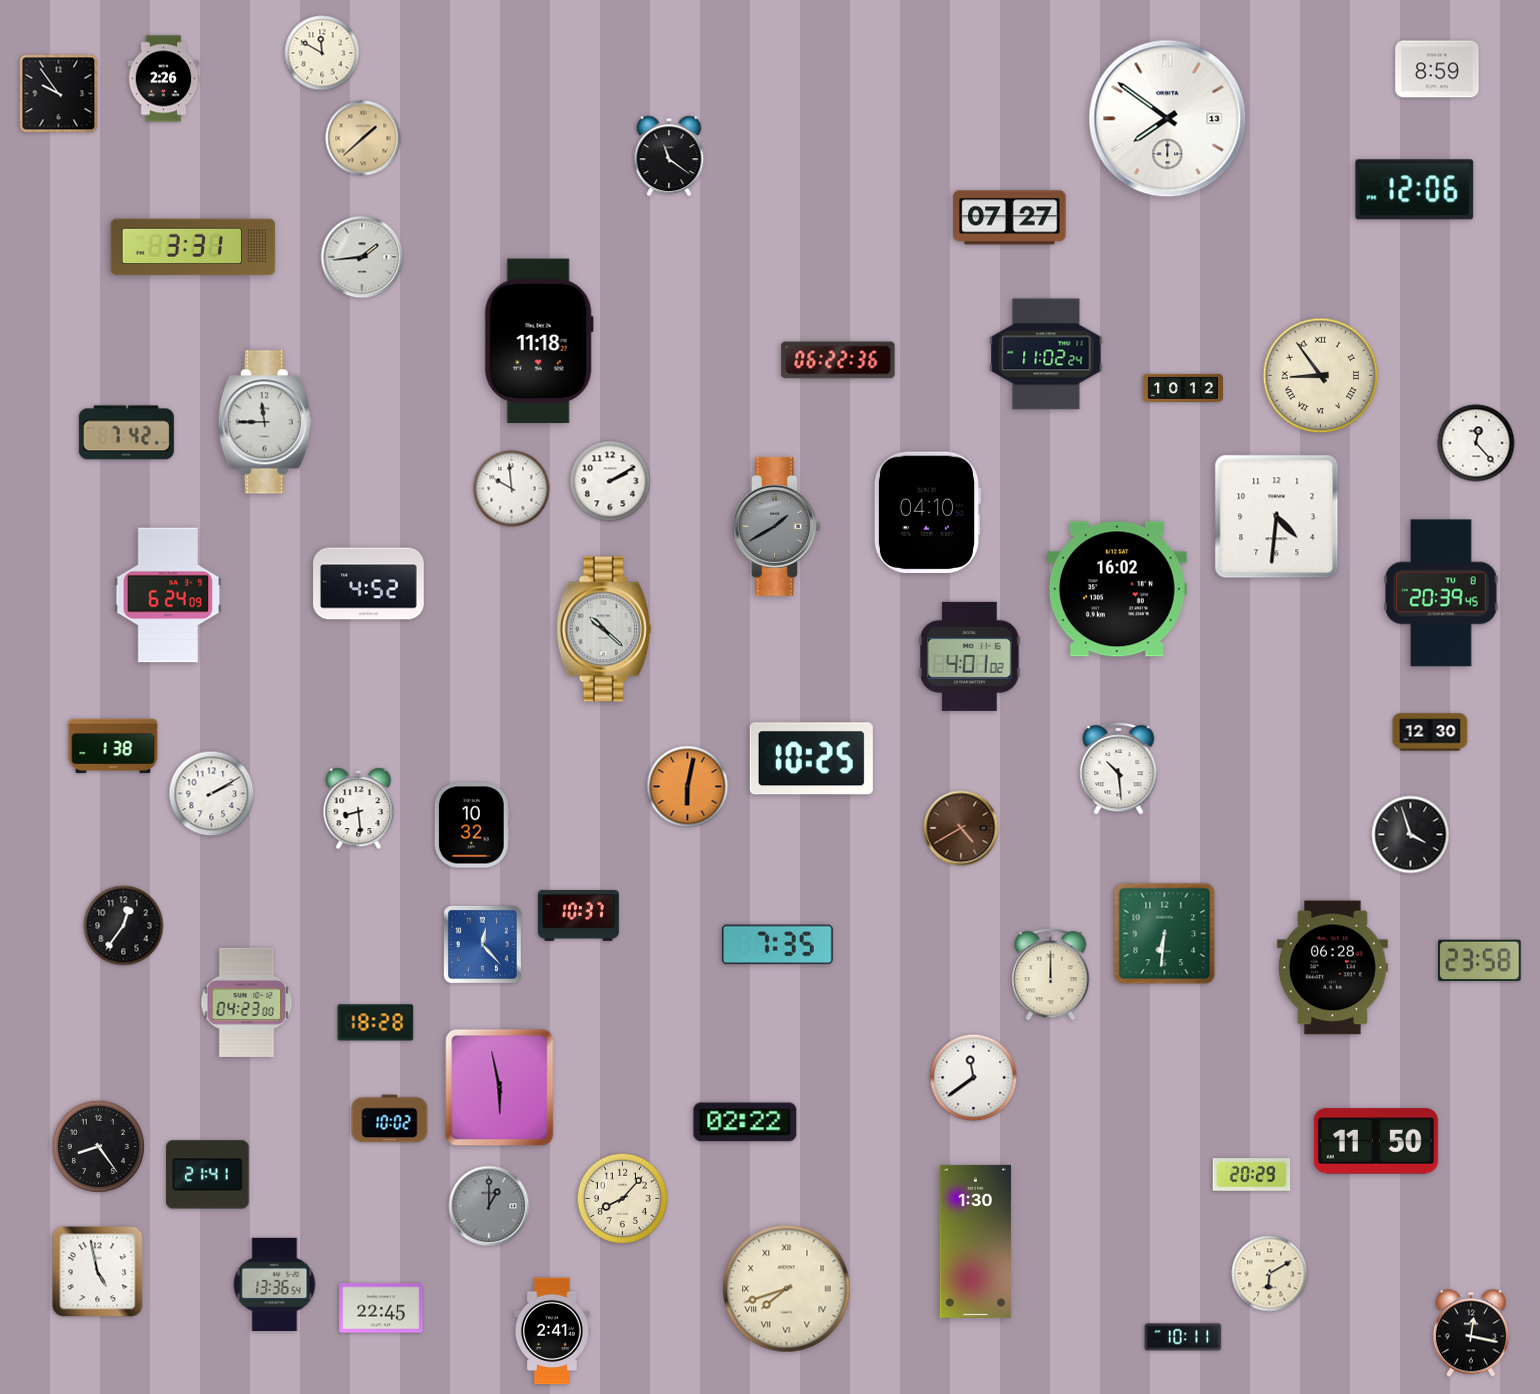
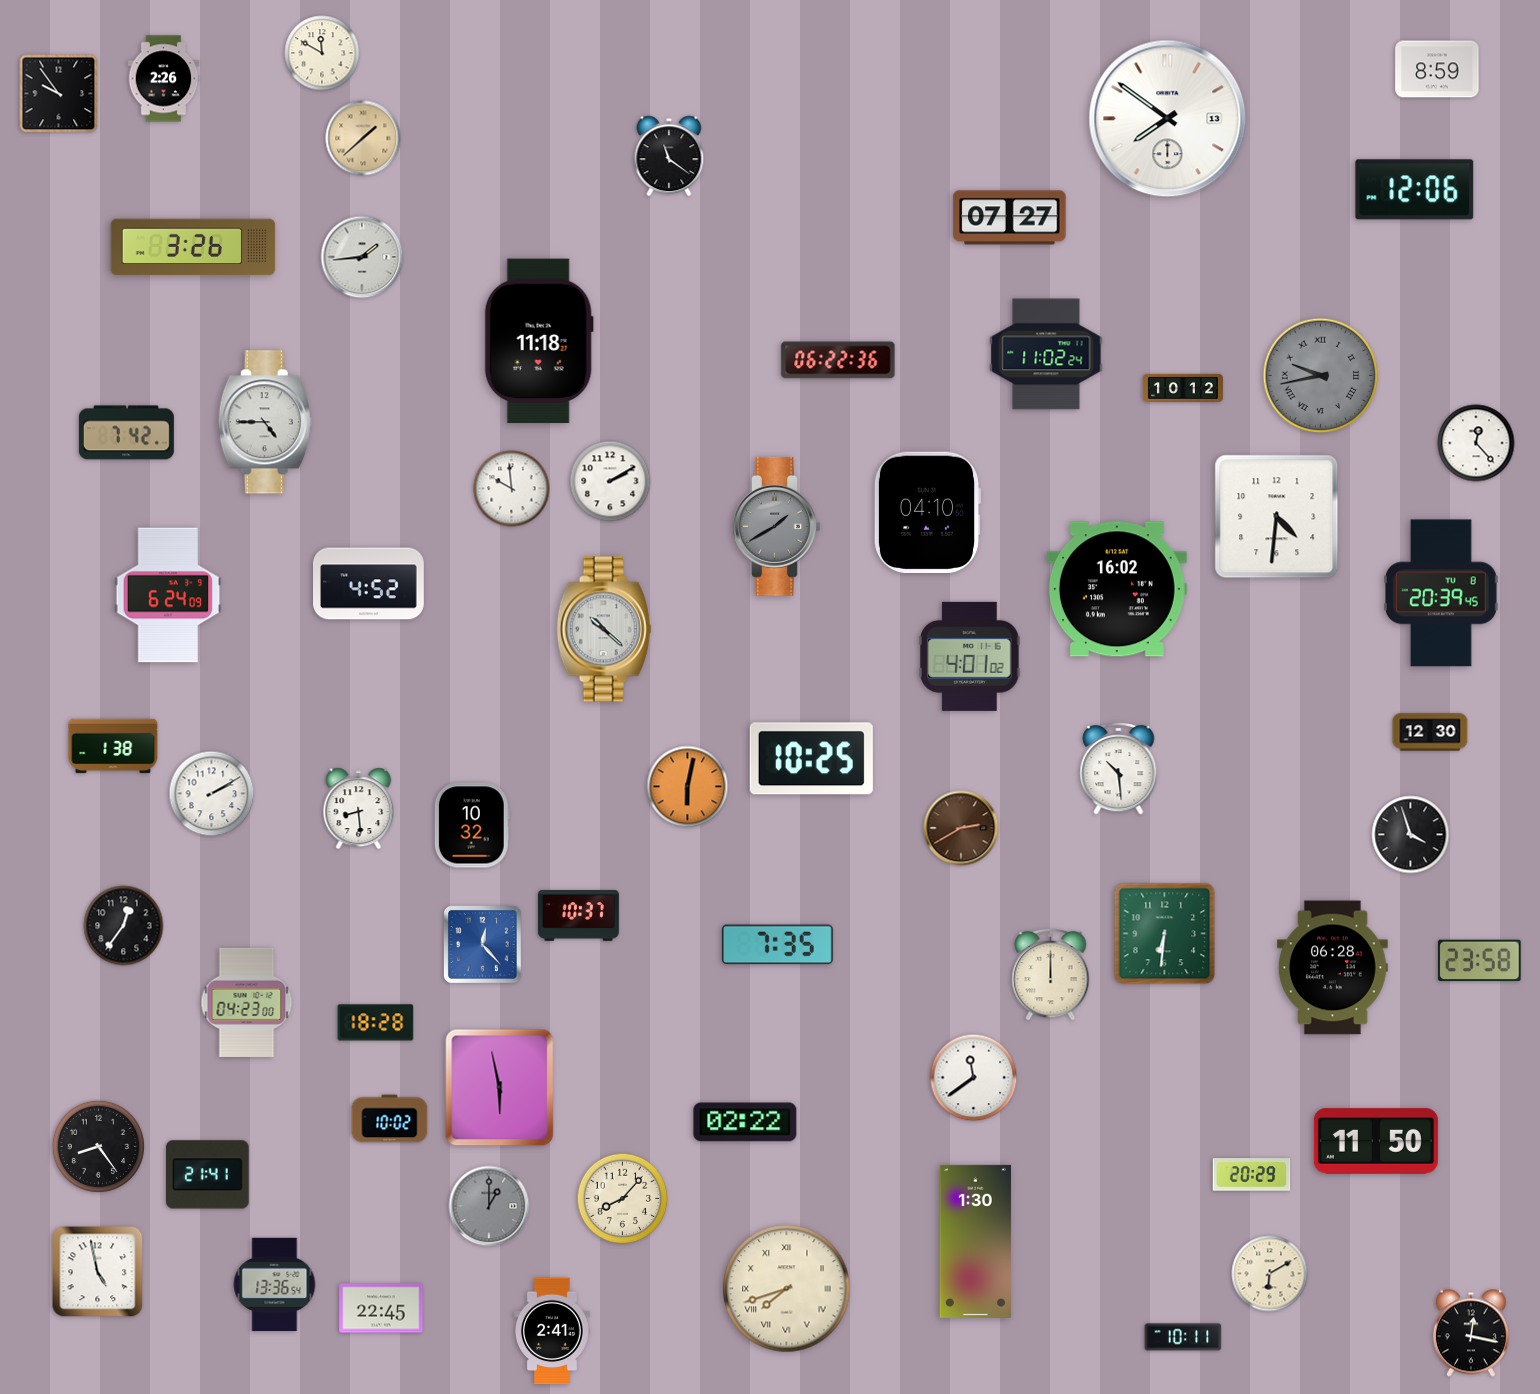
clock at (193, 247): 3:31 -> 3:26
clock at (1321, 376): 8:54 -> 9:43
clock at (1321, 376) dial: cream -> grey
clock at (265, 422): 11:45 -> 4:45
clock at (961, 828): 4:40 -> 2:40
